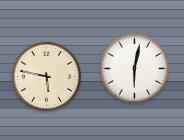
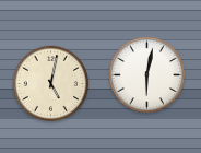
clock at (46, 76): 5:47 -> 5:02
